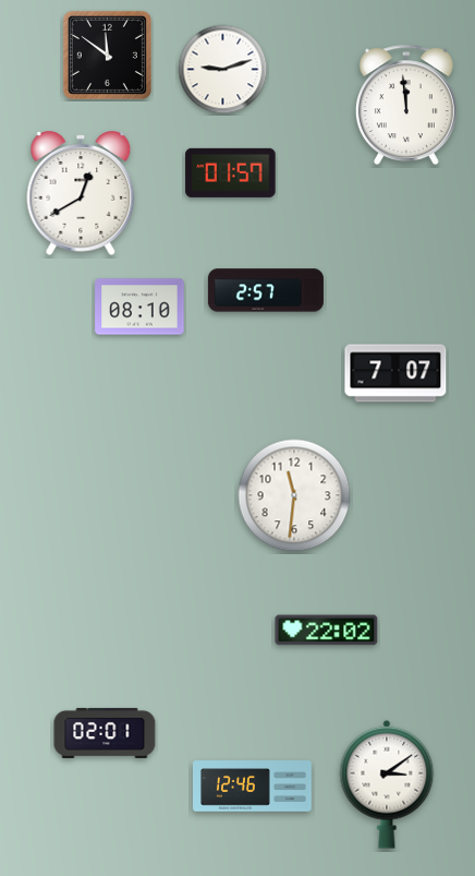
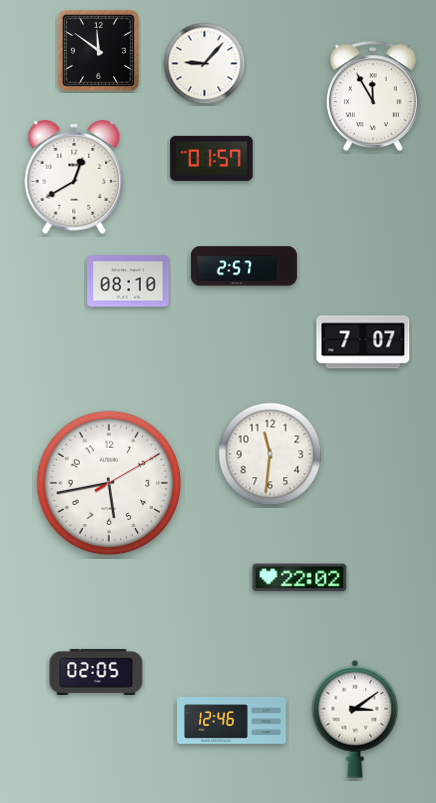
clock at (223, 70): 9:12 -> 9:07
clock at (406, 105): 11:59 -> 11:55
clock at (109, 483): none -> 5:43
clock at (105, 733): 02:01 -> 02:05
